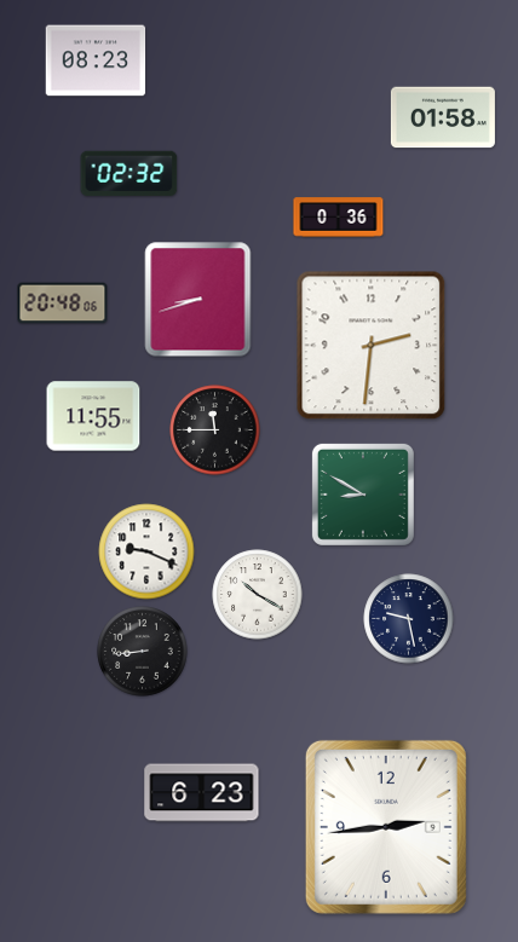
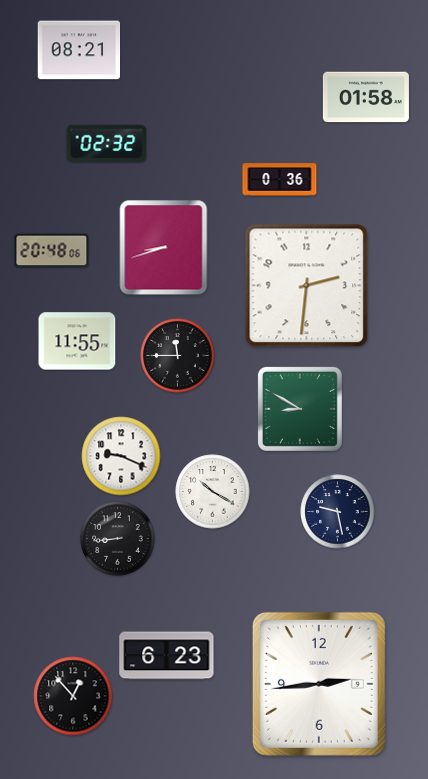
clock at (96, 60): 08:23 -> 08:21
clock at (93, 416) position: (93, 416) -> (77, 341)
clock at (73, 696): none -> 12:53
